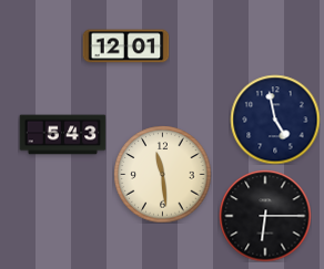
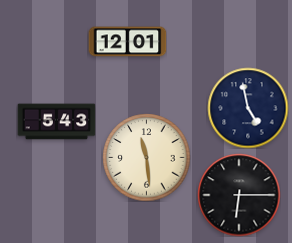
clock at (125, 46) position: (125, 46) -> (127, 42)
